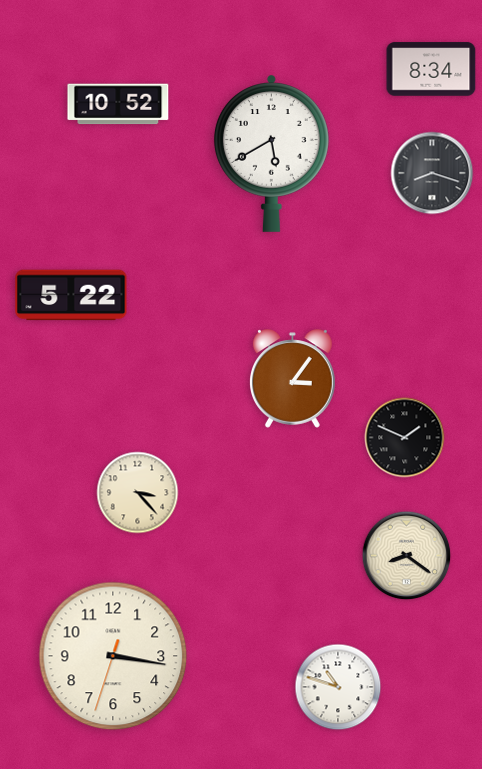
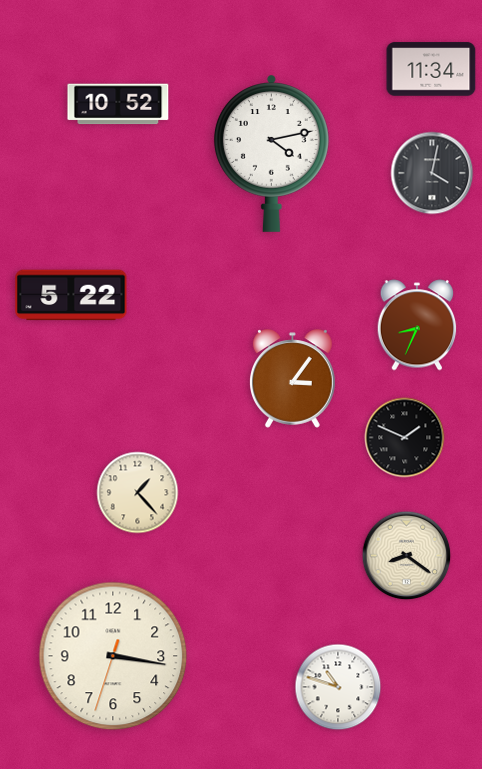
clock at (431, 69): 8:34 -> 11:34
clock at (271, 153): 5:40 -> 4:13
clock at (432, 173): 8:18 -> 4:02
clock at (417, 325): none -> 8:34
clock at (138, 493): 3:23 -> 1:23
